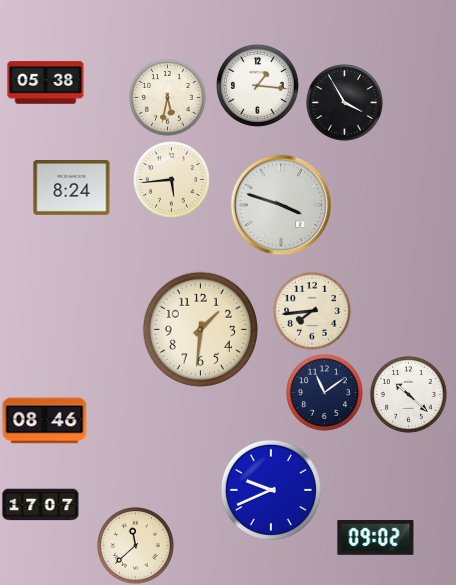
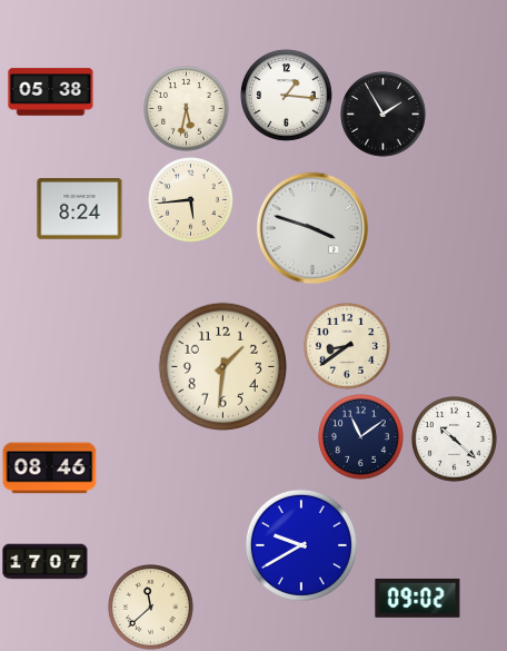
clock at (345, 103): 3:55 -> 1:55
clock at (313, 312): 7:44 -> 8:39
clock at (271, 490): 9:41 -> 9:40
